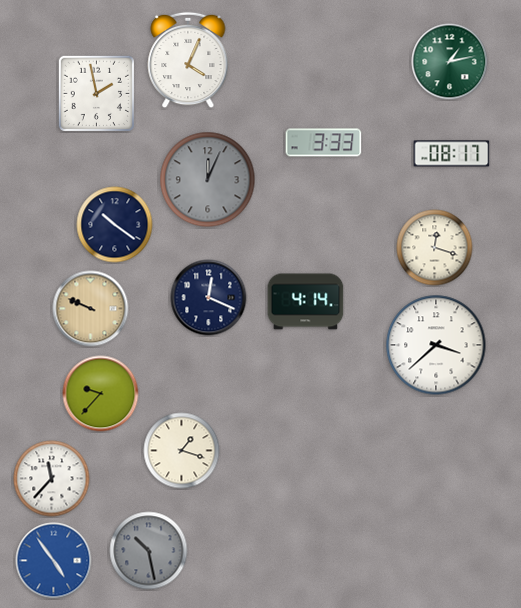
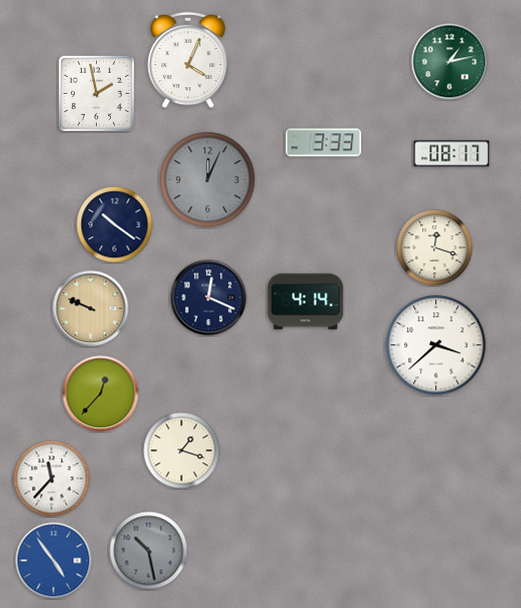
clock at (101, 394): 9:37 -> 12:37
